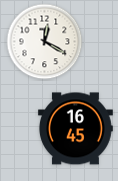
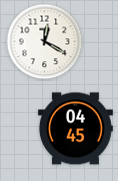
clock at (75, 129): 16:45 -> 04:45
